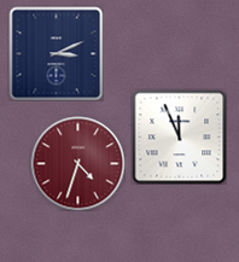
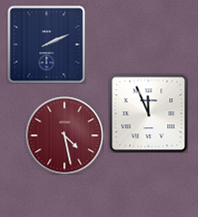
clock at (56, 53): 3:11 -> 2:11
clock at (77, 163): 4:33 -> 4:28
